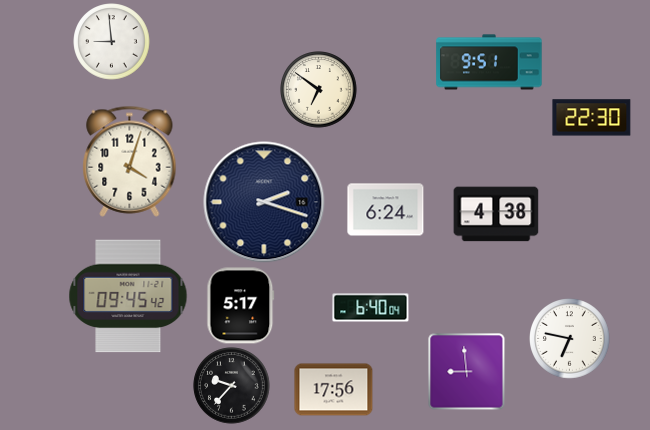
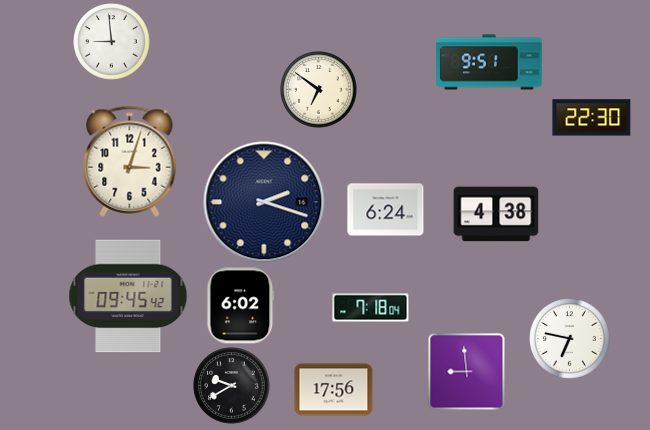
clock at (130, 161): 4:03 -> 3:03
clock at (241, 306): 5:17 -> 6:02
clock at (371, 308): 6:40 -> 7:18
clock at (232, 386): 9:37 -> 9:40
